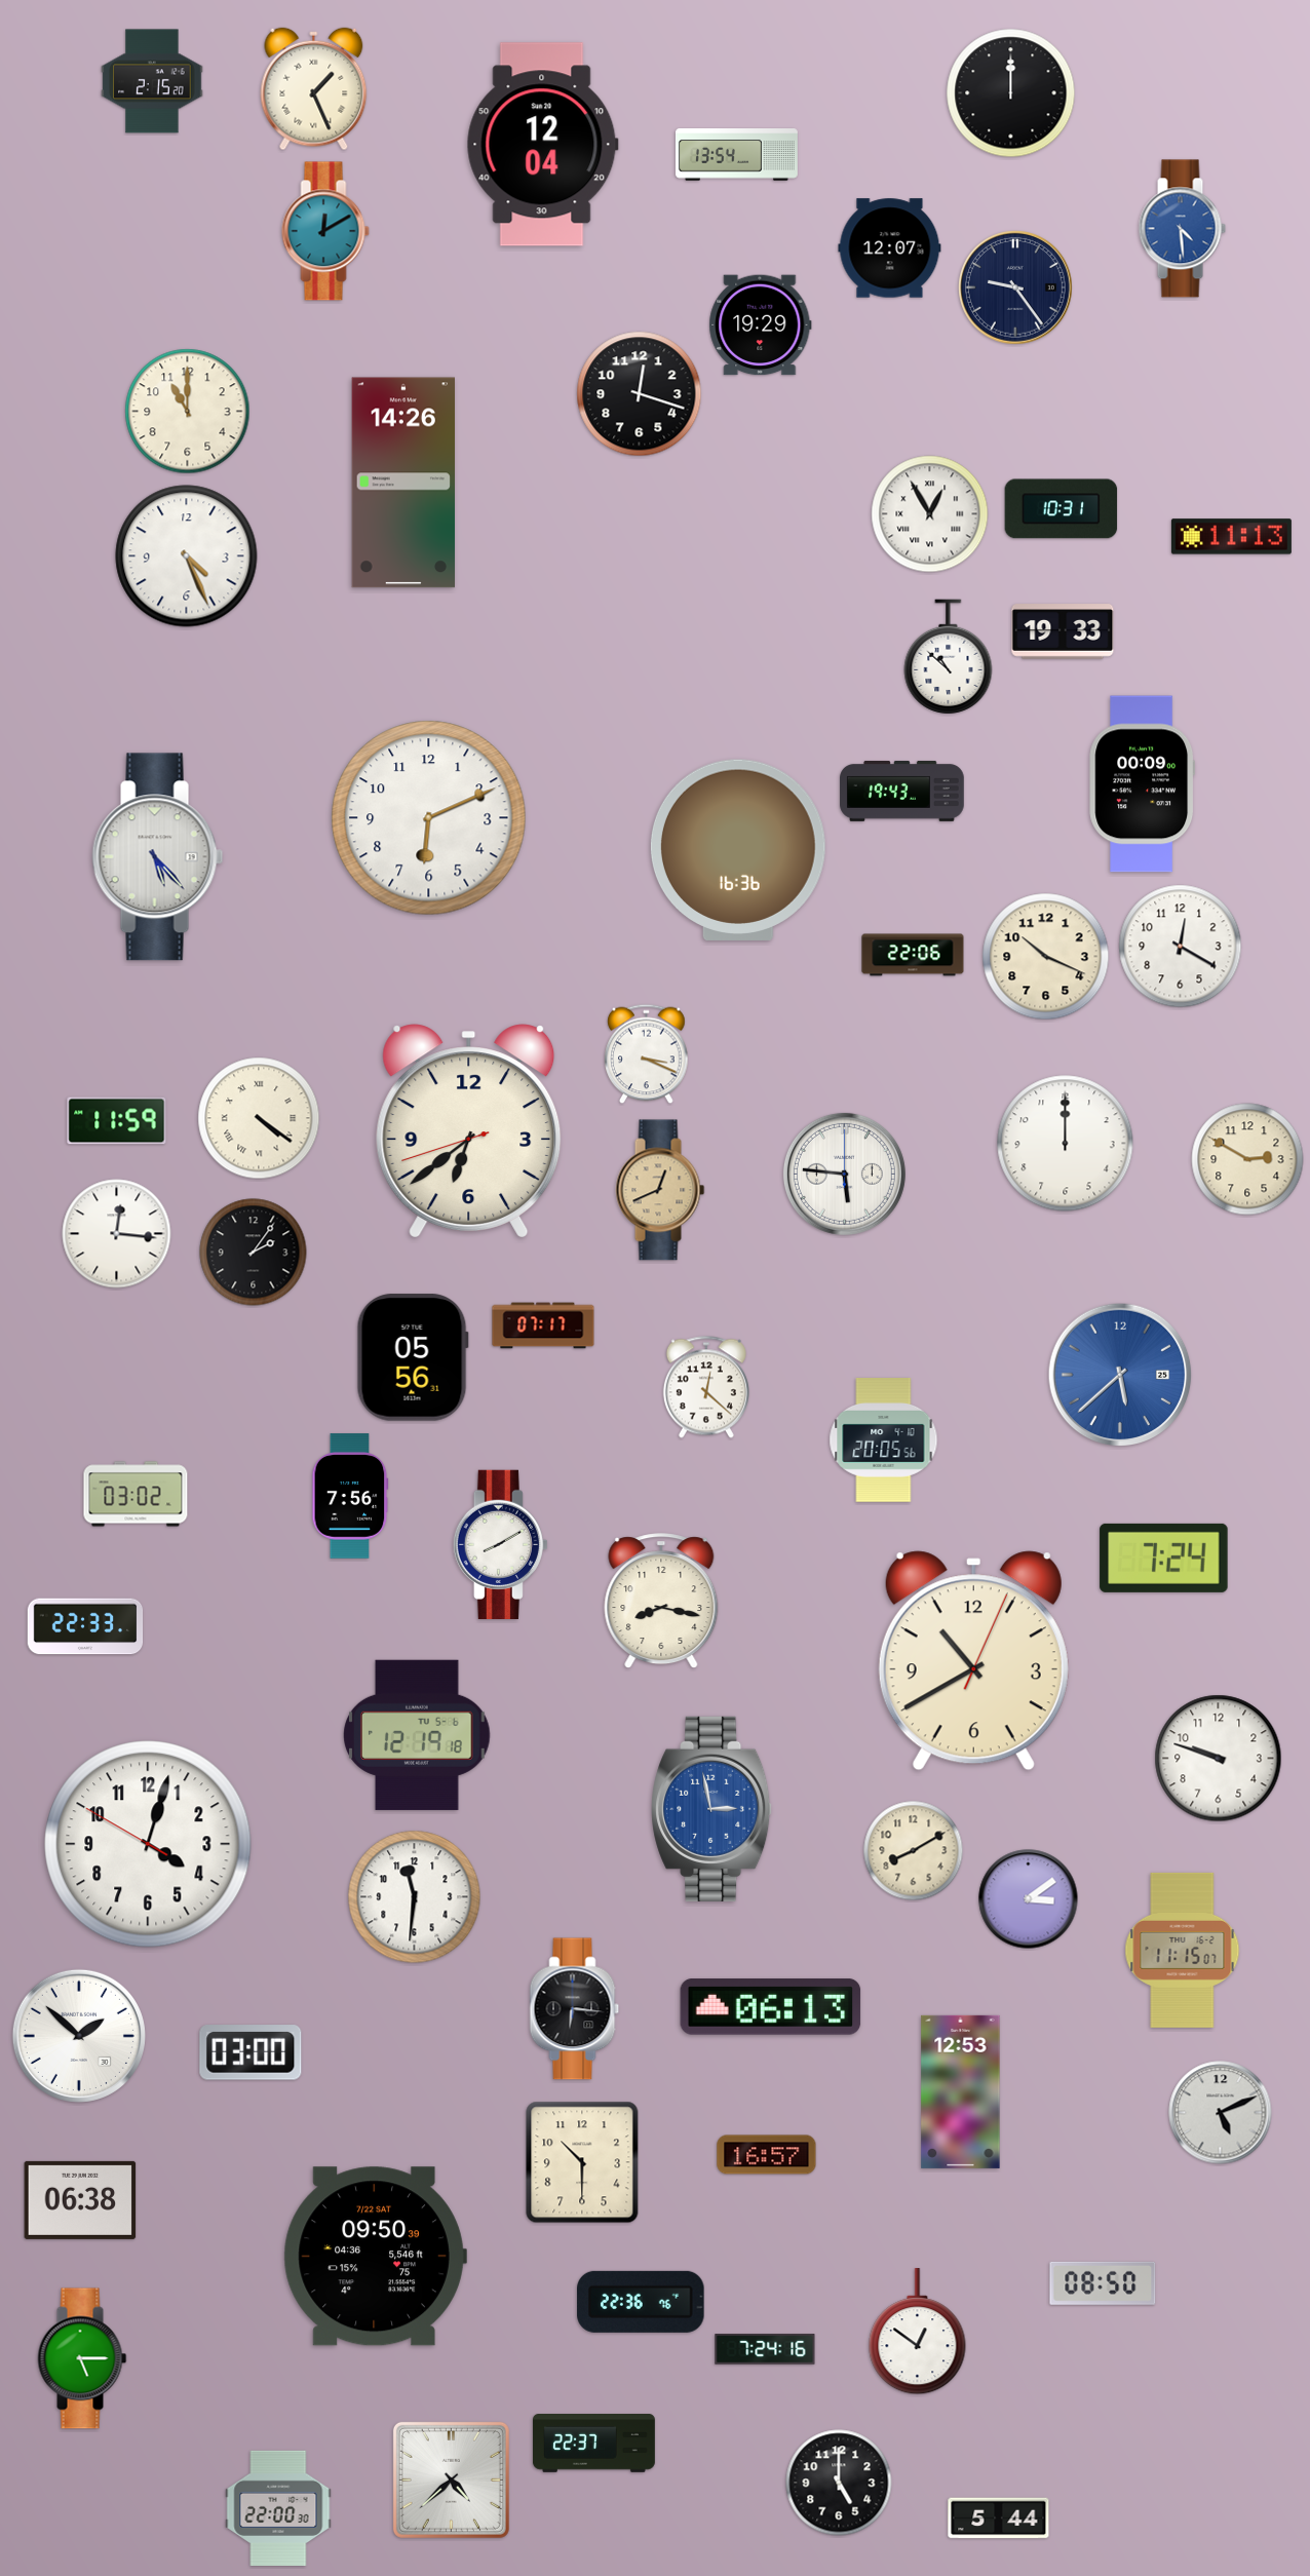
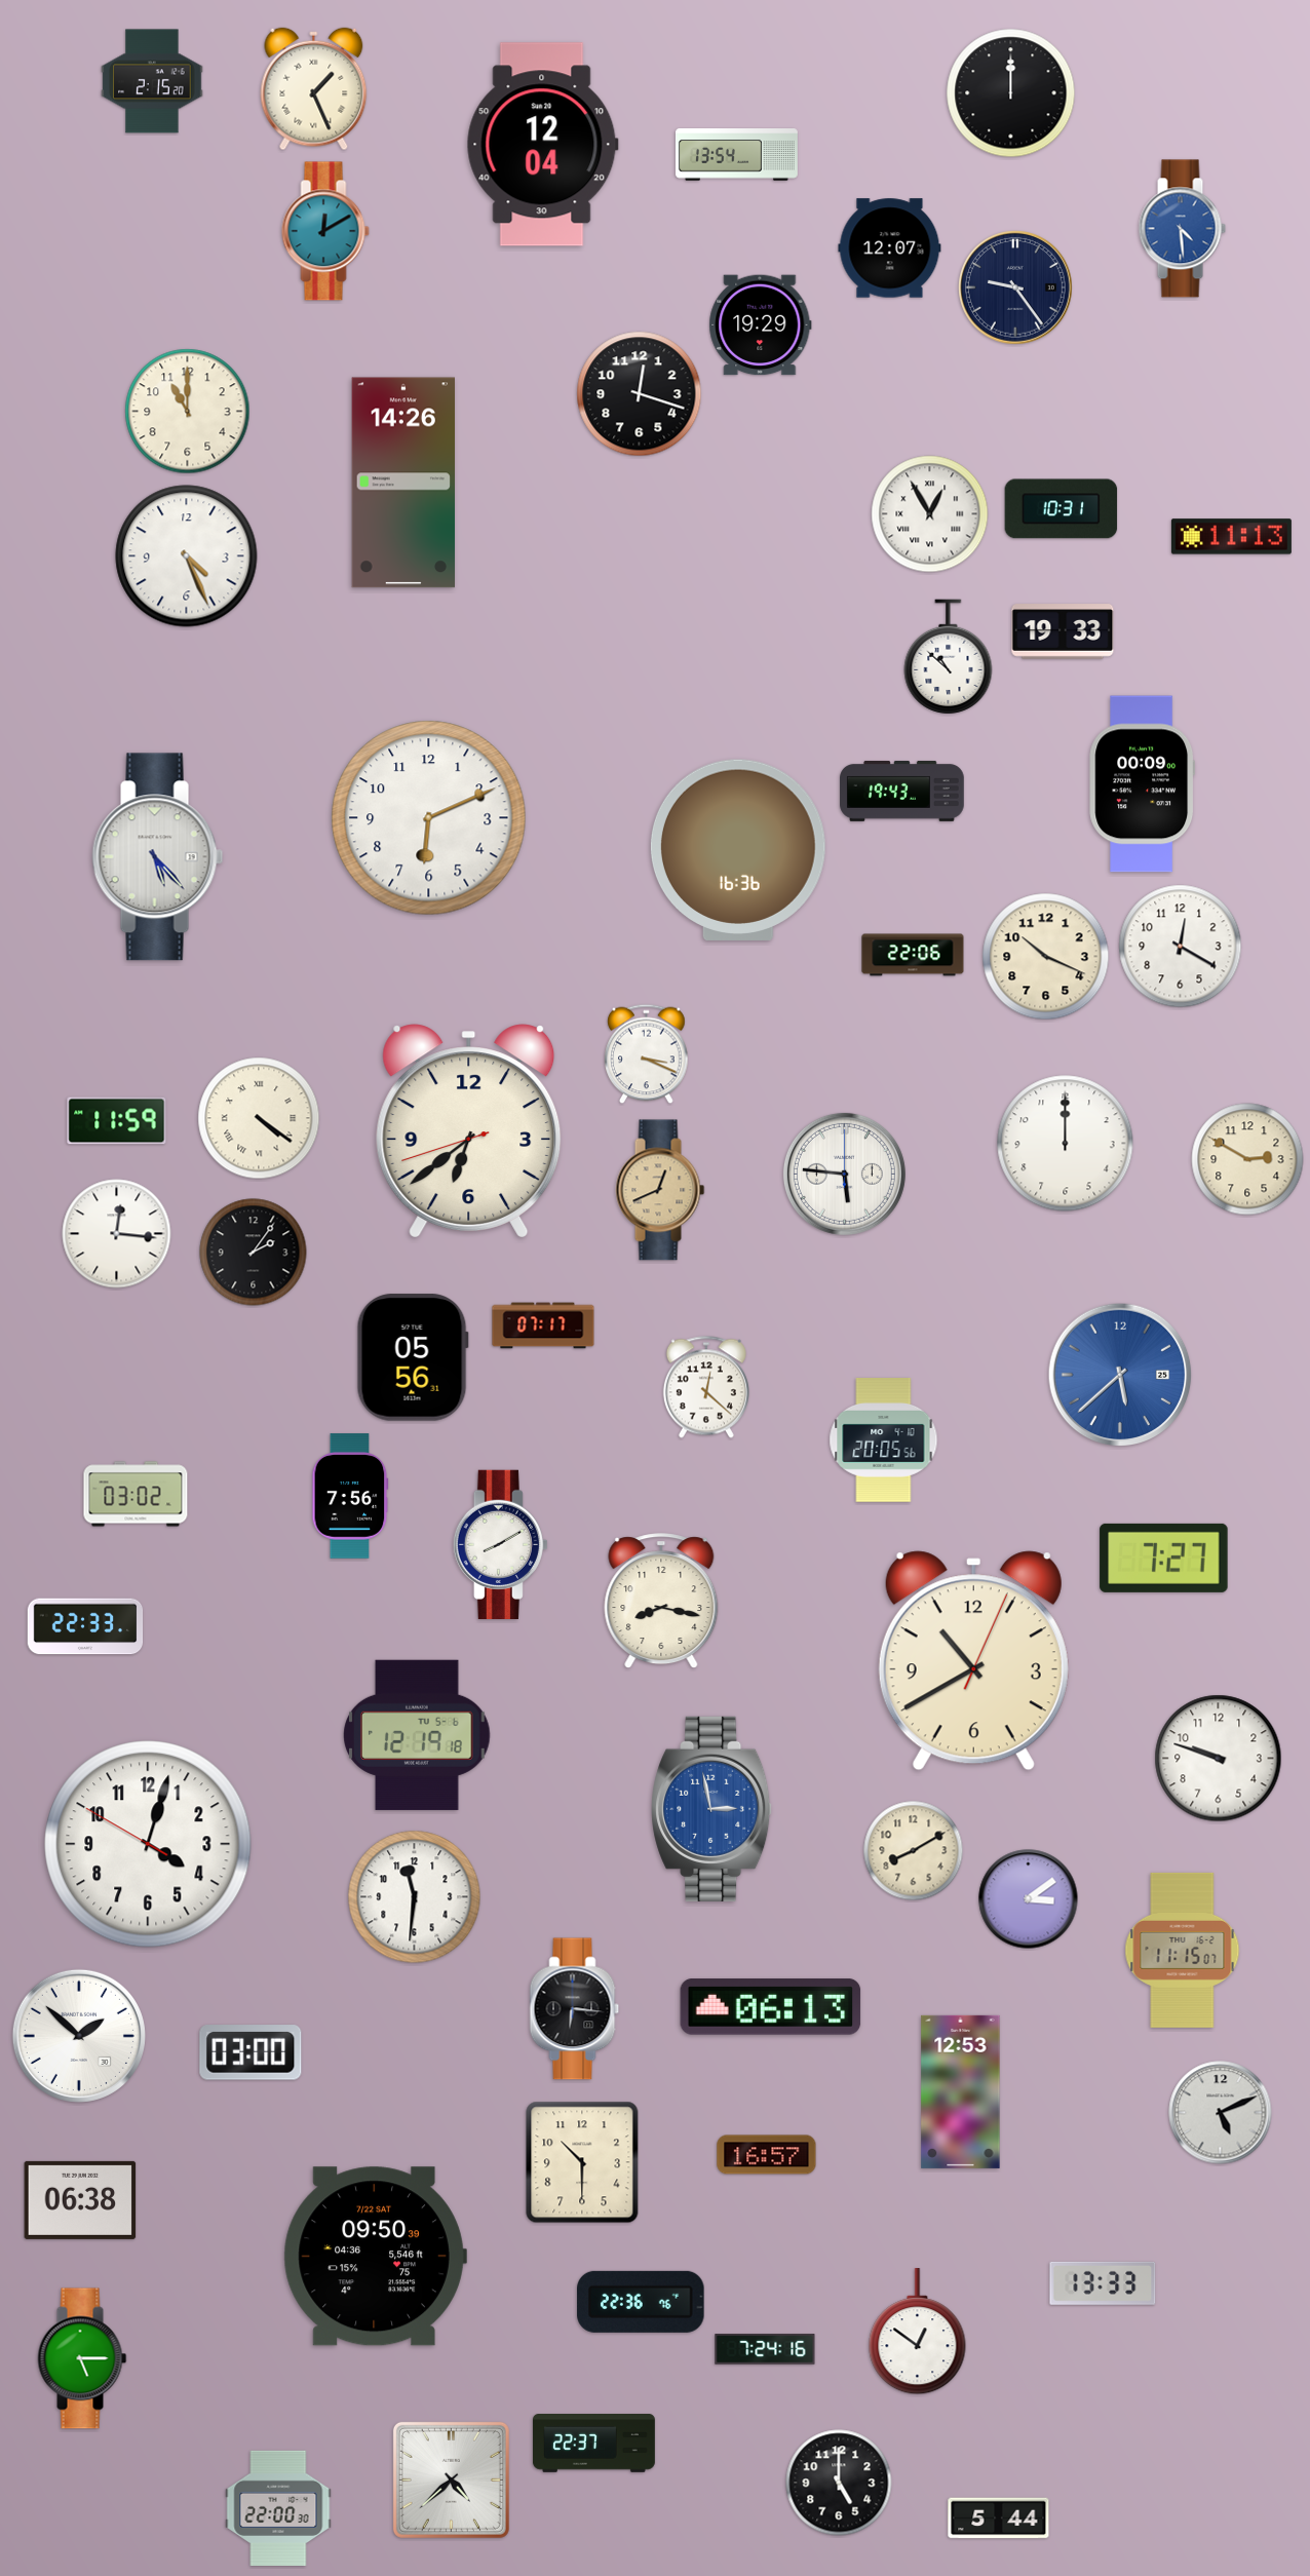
clock at (1164, 1558): 7:24 -> 7:27
clock at (1103, 2283): 08:50 -> 13:33
